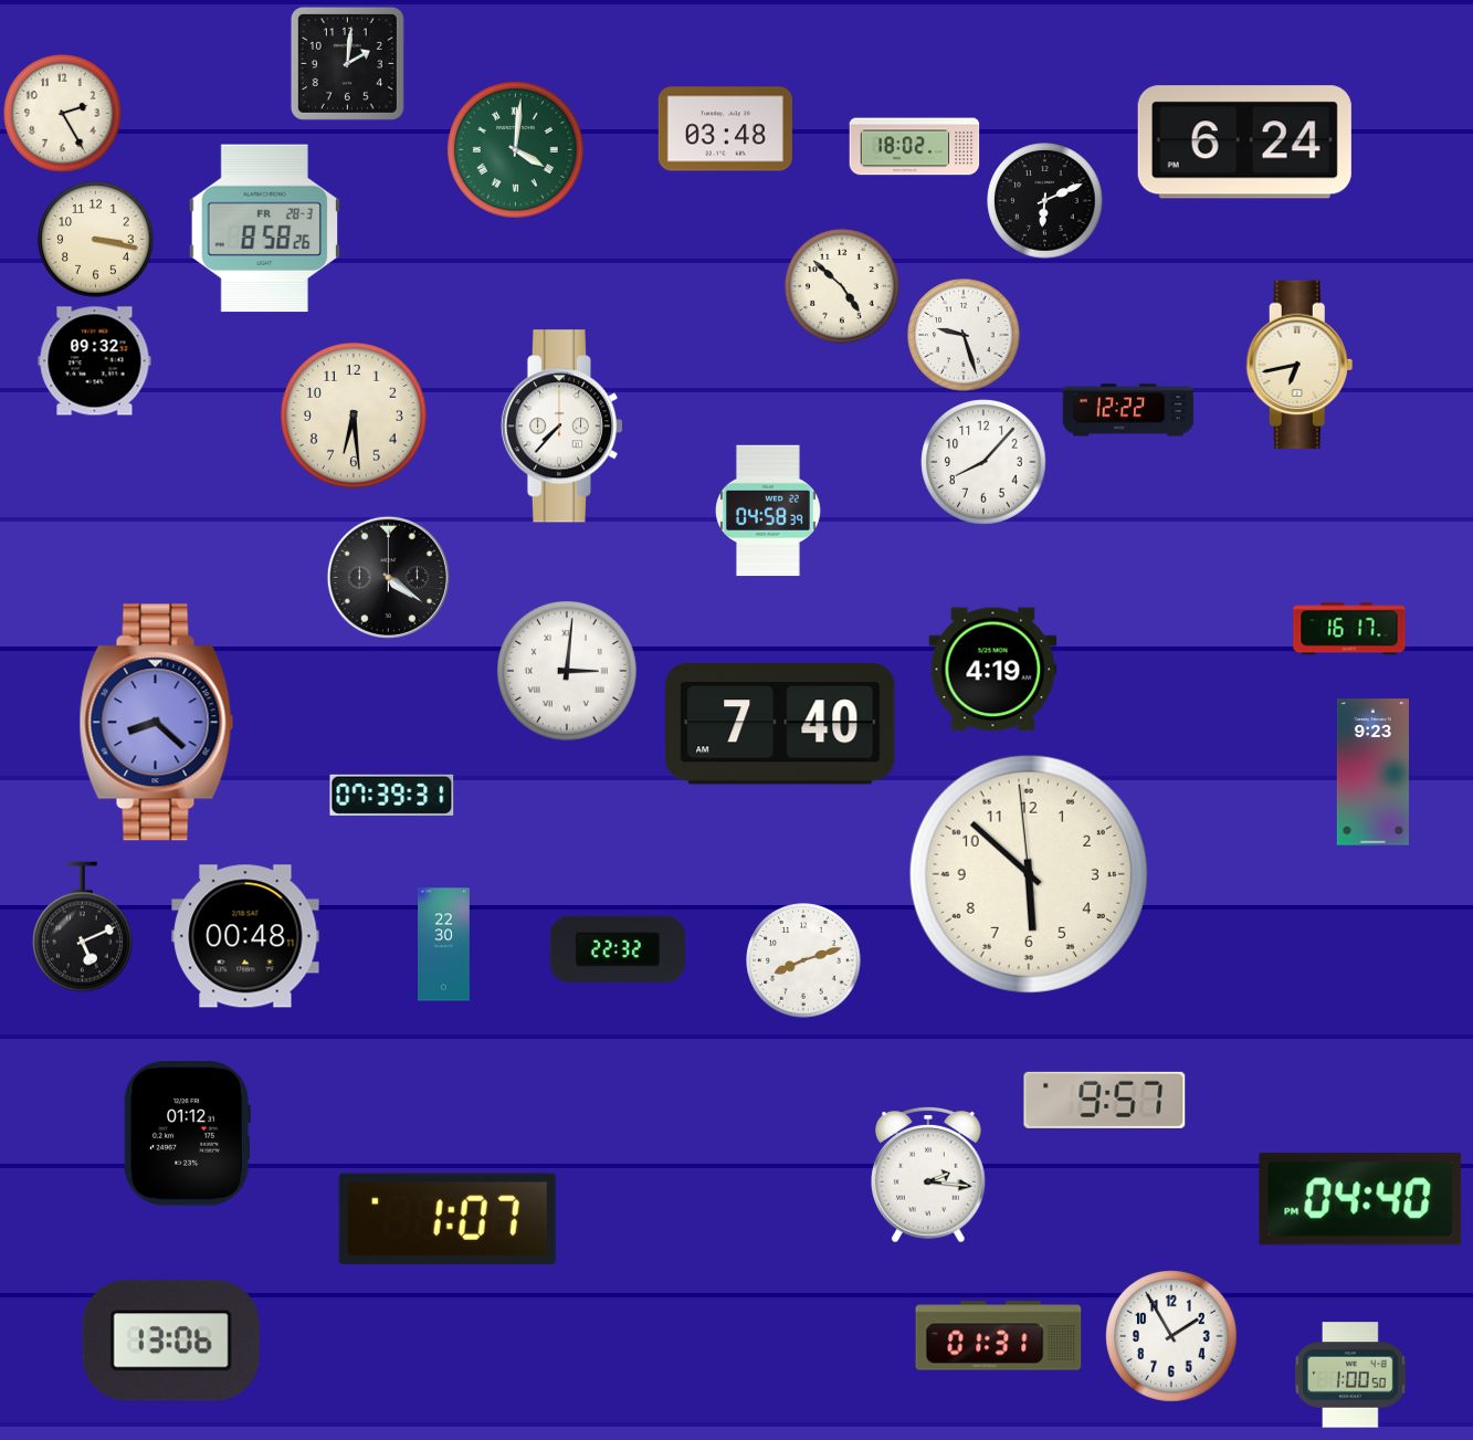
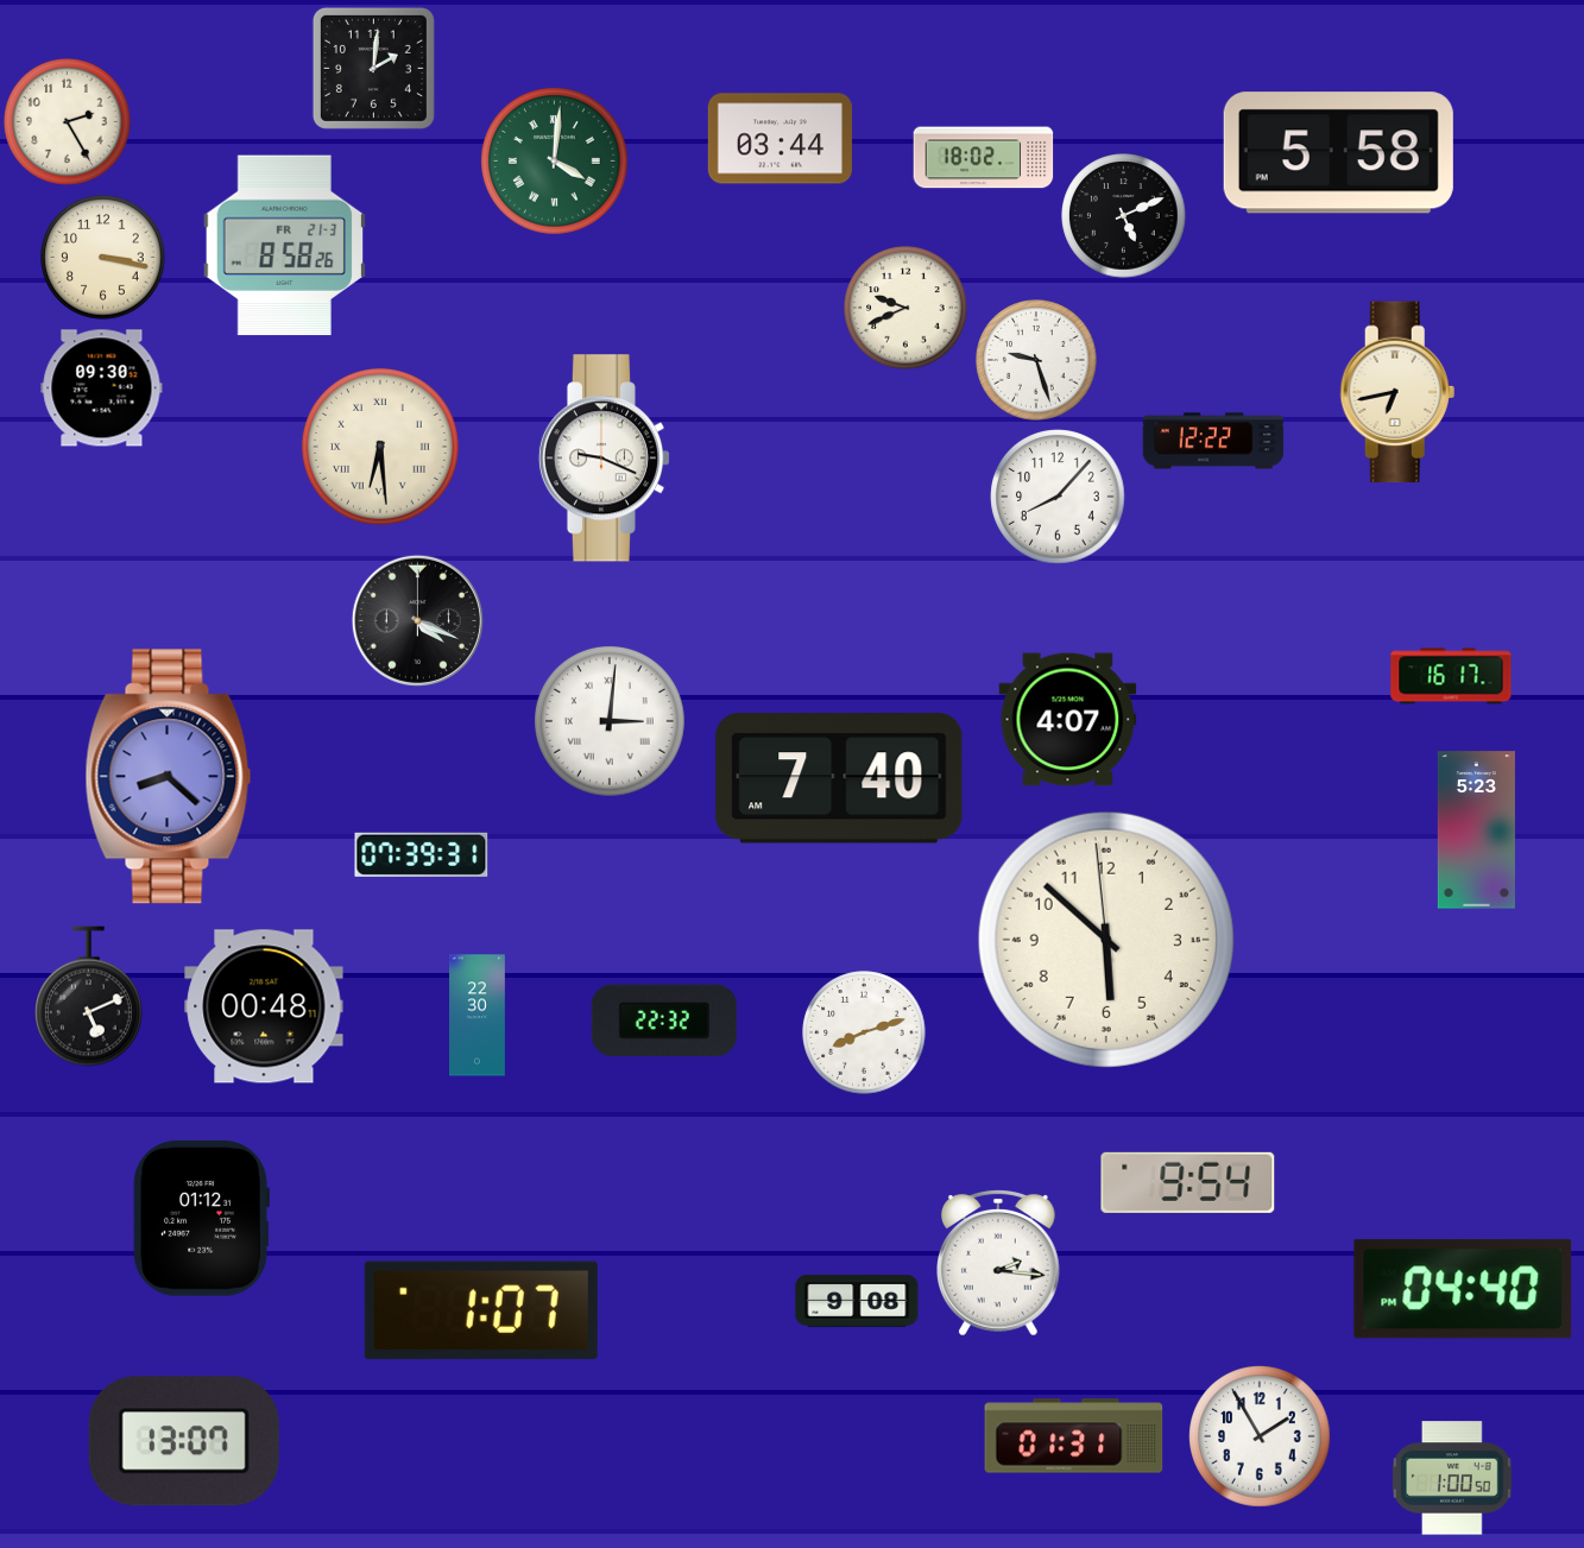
clock at (725, 129): 03:48 -> 03:44
clock at (1244, 143): 6:24 -> 5:58
clock at (1045, 201): 6:11 -> 5:11
clock at (264, 229) date: FR 28-3 -> FR 21-3
clock at (842, 286): 4:52 -> 9:41
clock at (95, 361): 09:32 -> 09:30
clock at (354, 416) numerals: Arabic -> Roman
clock at (562, 427): 7:37 -> 9:19
clock at (769, 511): 04:58 -> none
clock at (388, 577): 4:21 -> 4:19
clock at (993, 670): 4:19 -> 4:07
clock at (1372, 772): 9:23 -> 5:23
clock at (1105, 1100): 9:57 -> 9:54
clock at (857, 1301): none -> 9:08
clock at (171, 1341): 13:06 -> 13:07
